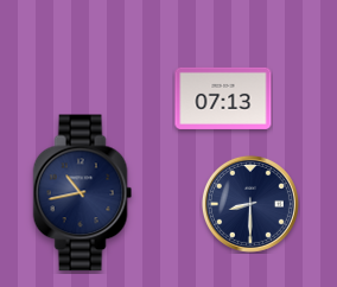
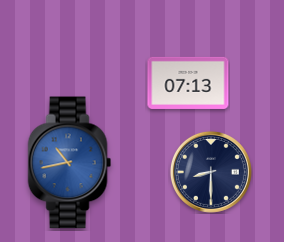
clock at (83, 193) dial: navy -> blue
